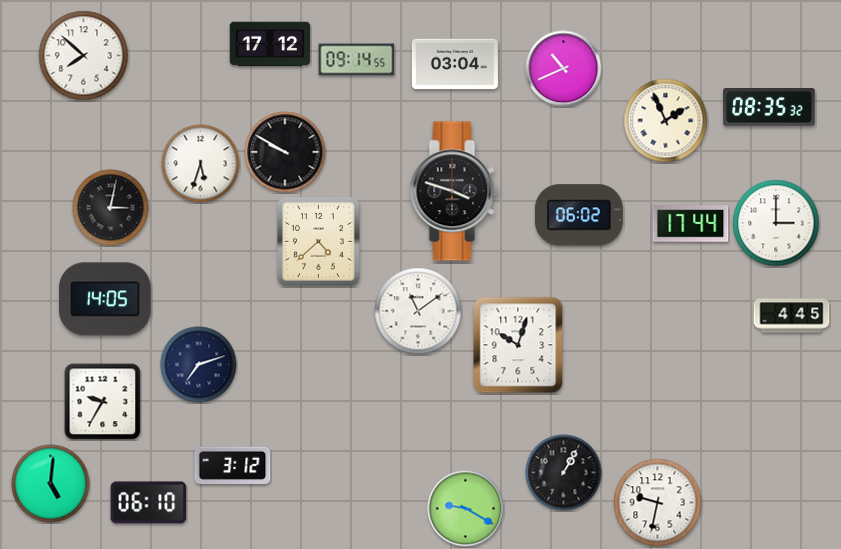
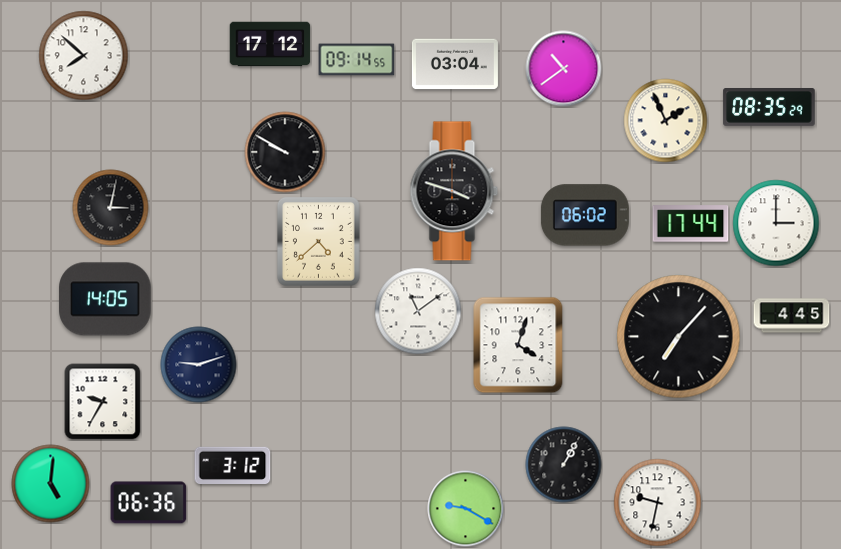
clock at (564, 69): 10:41 -> 10:39
clock at (769, 108): 08:35:32 -> 08:35:29
clock at (201, 164): 5:33 -> none
clock at (579, 215) position: (579, 215) -> (585, 215)
clock at (679, 337): none -> 7:07
clock at (518, 345): 10:03 -> 4:03
clock at (199, 365): 7:12 -> 9:12
clock at (564, 473) position: (564, 473) -> (564, 465)
clock at (149, 503): 06:10 -> 06:36
